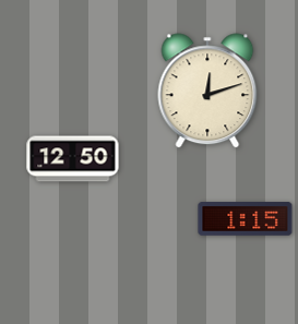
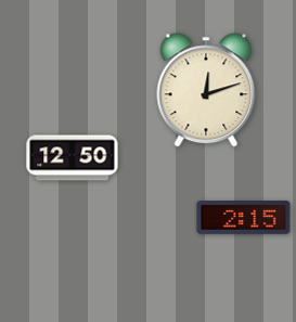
clock at (246, 219): 1:15 -> 2:15
